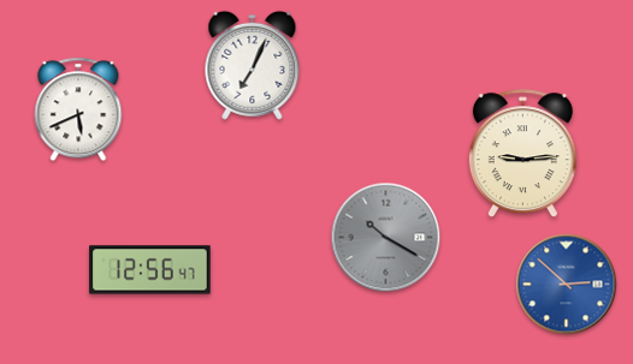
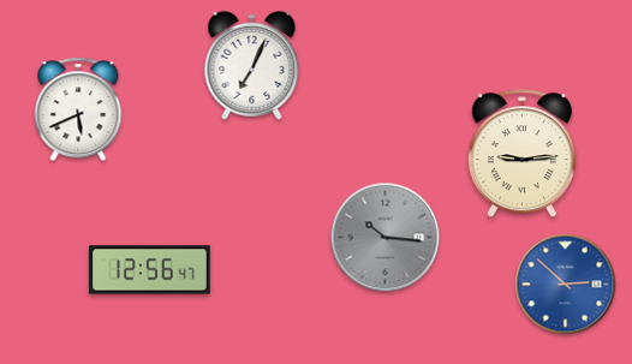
clock at (386, 238): 10:20 -> 10:16
